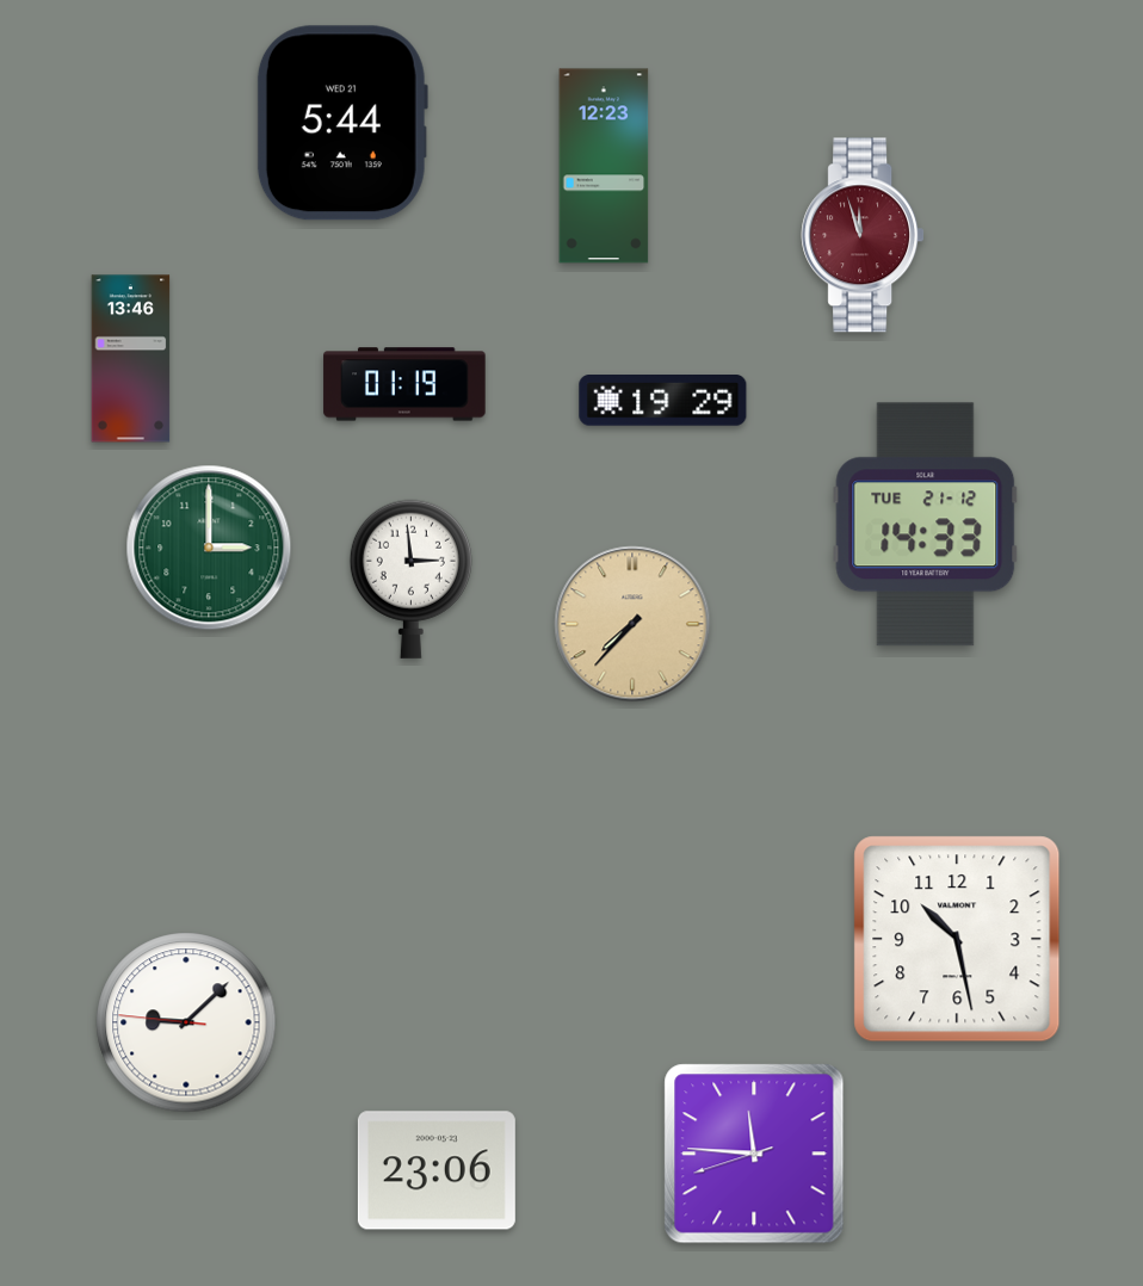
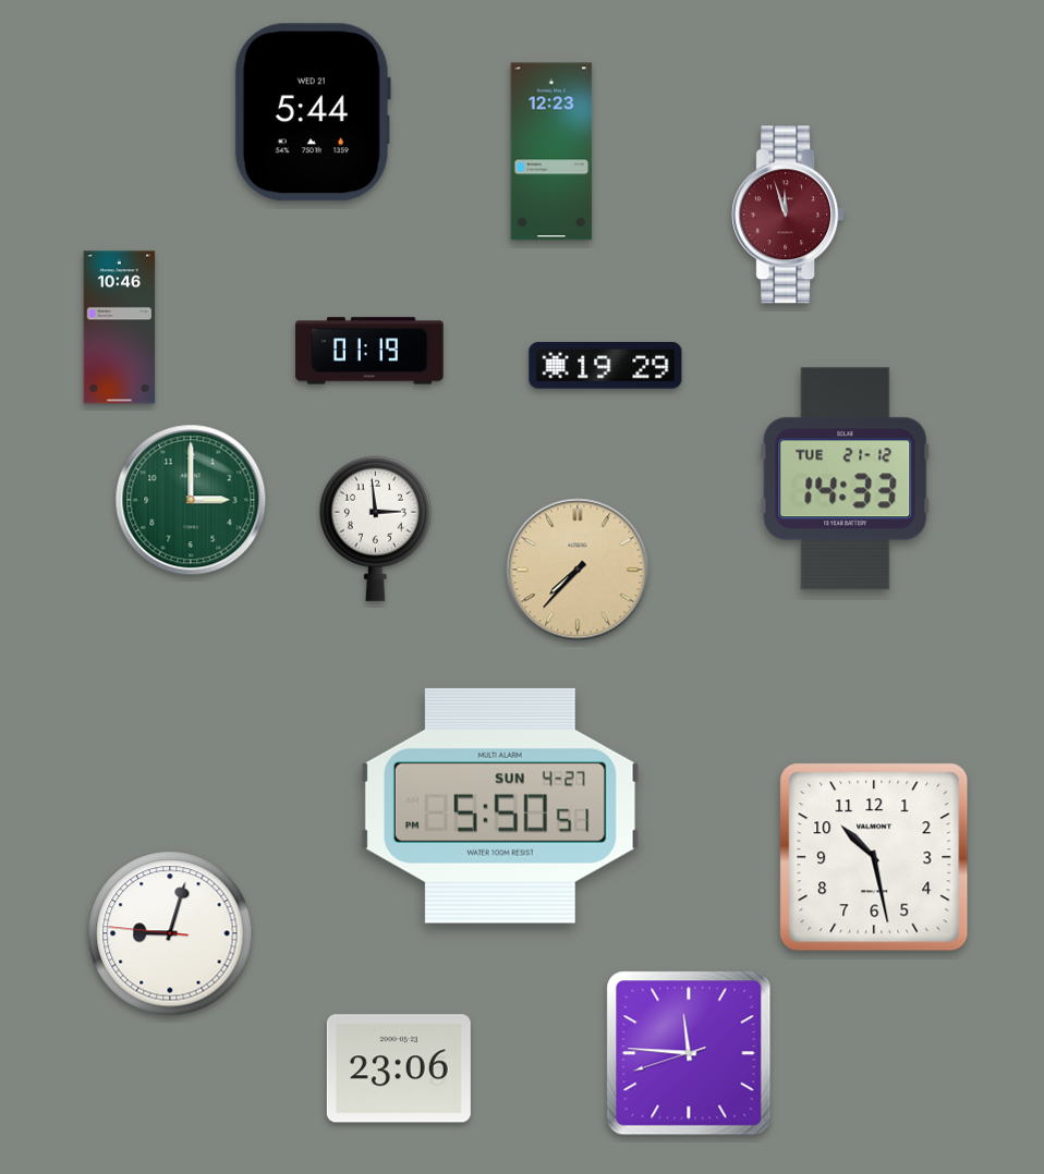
clock at (131, 359): 13:46 -> 10:46
clock at (500, 806): none -> 5:50
clock at (186, 1022): 9:07 -> 9:02
